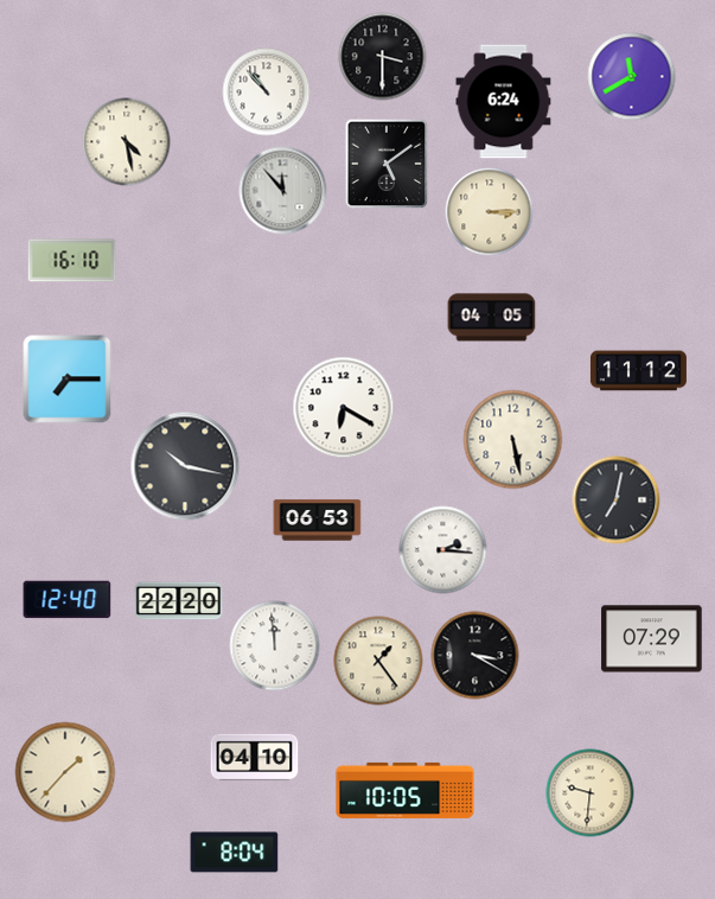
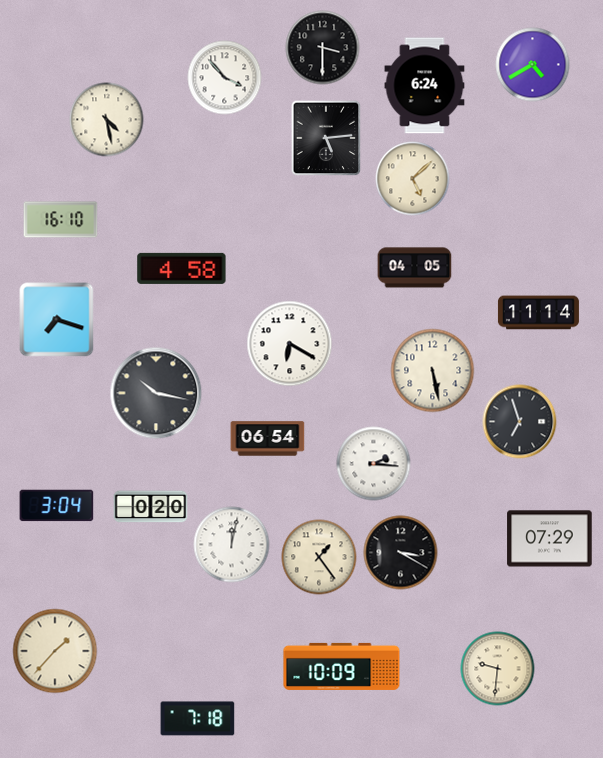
clock at (632, 77): 11:40 -> 4:40
clock at (267, 93): 10:53 -> 3:53
clock at (387, 164): 5:09 -> 5:14
clock at (283, 191): 11:53 -> none
clock at (490, 212): 3:15 -> 5:08
clock at (182, 268): none -> 4:58
clock at (638, 371): 11:12 -> 11:14
clock at (68, 380): 7:15 -> 7:18
clock at (617, 500): 7:02 -> 6:57
clock at (318, 521): 06:53 -> 06:54
clock at (68, 600): 12:40 -> 3:04
clock at (179, 601): 22:20 -> 0:20
clock at (275, 646): 11:59 -> 12:02
clock at (255, 757): 04:10 -> none
clock at (406, 790): 10:05 -> 10:09
clock at (235, 853): 8:04 -> 7:18
